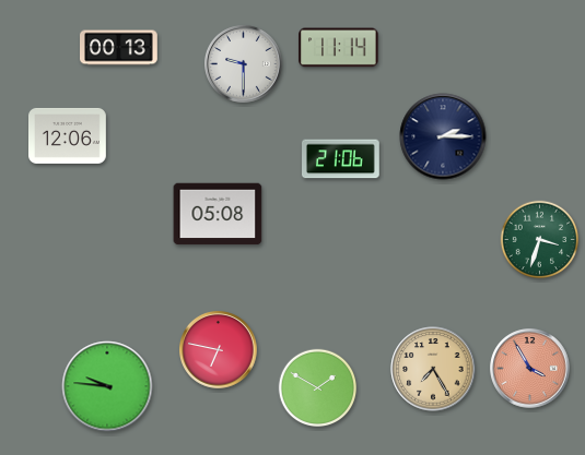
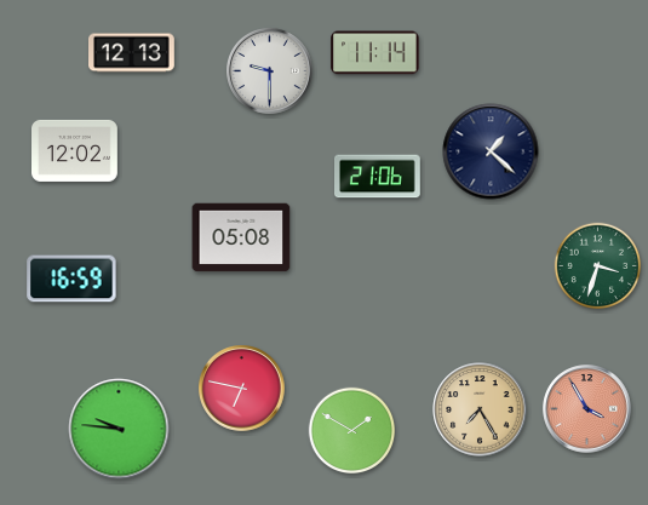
clock at (119, 48): 00:13 -> 12:13
clock at (68, 135): 12:06 -> 12:02
clock at (443, 136): 2:15 -> 1:22
clock at (71, 279): none -> 16:59
